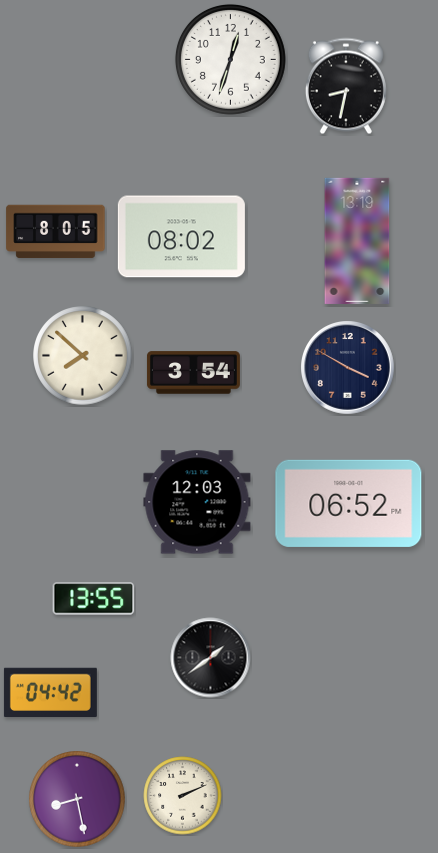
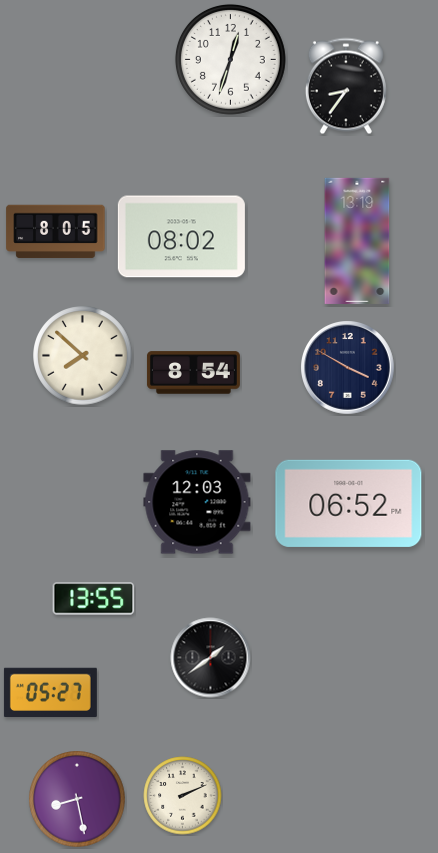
clock at (346, 86): 8:32 -> 8:36
clock at (193, 373): 3:54 -> 8:54
clock at (50, 693): 04:42 -> 05:27
